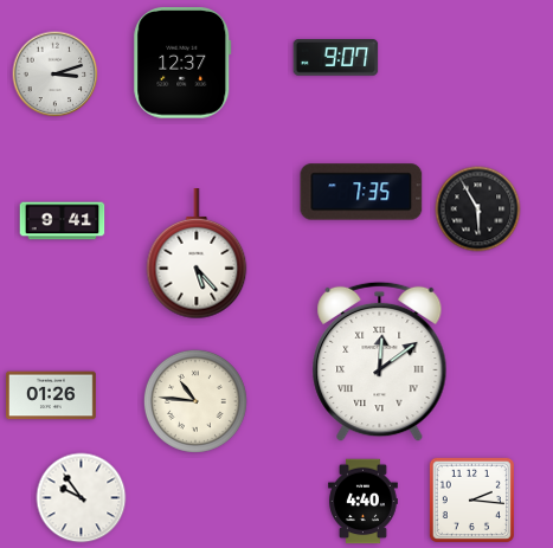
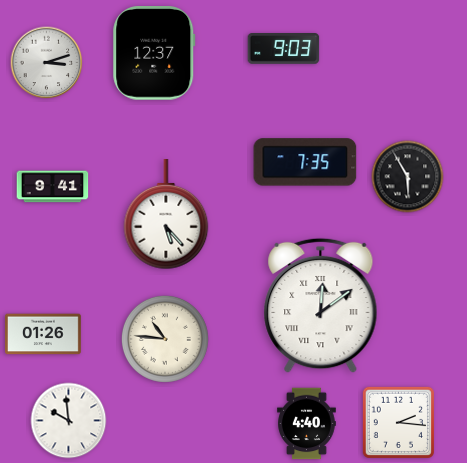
clock at (336, 58): 9:07 -> 9:03
clock at (478, 209) position: (478, 209) -> (408, 177)
clock at (82, 498): 9:54 -> 9:59
